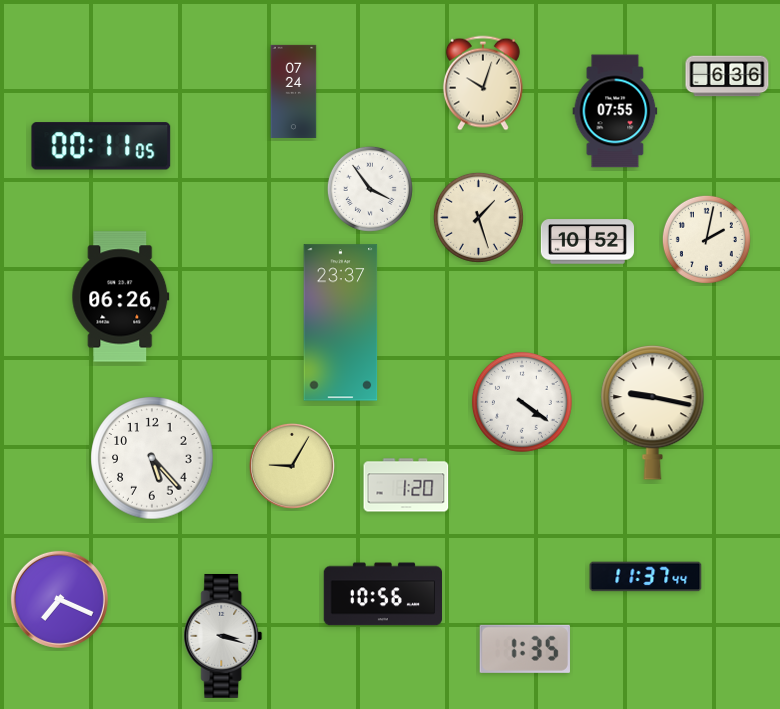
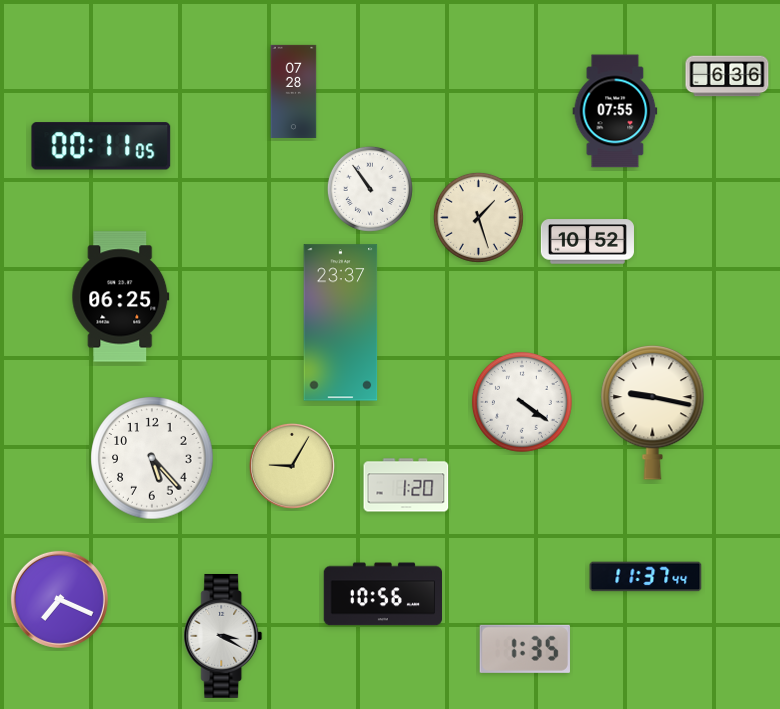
clock at (483, 83): 10:03 -> none
clock at (294, 91): 07:24 -> 07:28
clock at (370, 189): 3:54 -> 10:54
clock at (706, 239): 2:02 -> none
clock at (121, 297): 06:26 -> 06:25
clock at (223, 636): 3:18 -> 3:20
